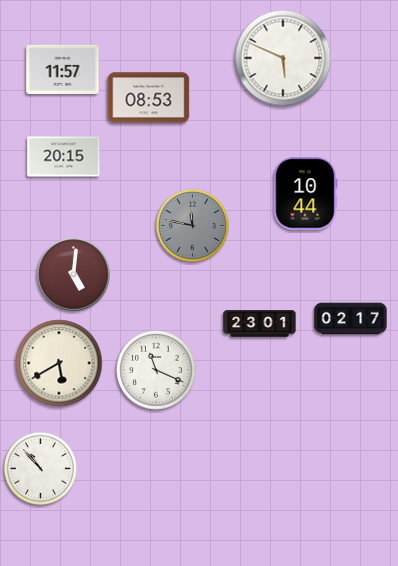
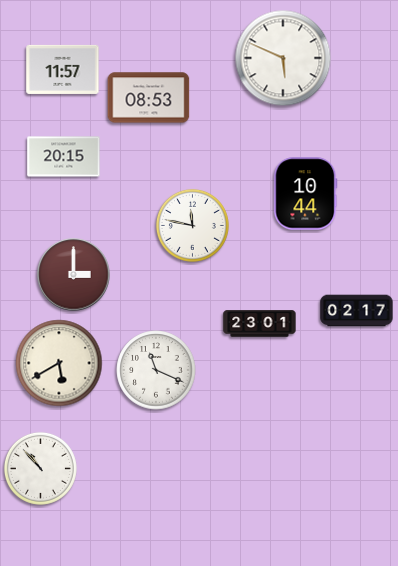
clock at (192, 225) dial: grey -> white
clock at (74, 275): 5:01 -> 3:00
clock at (351, 319) position: (351, 319) -> (357, 311)
